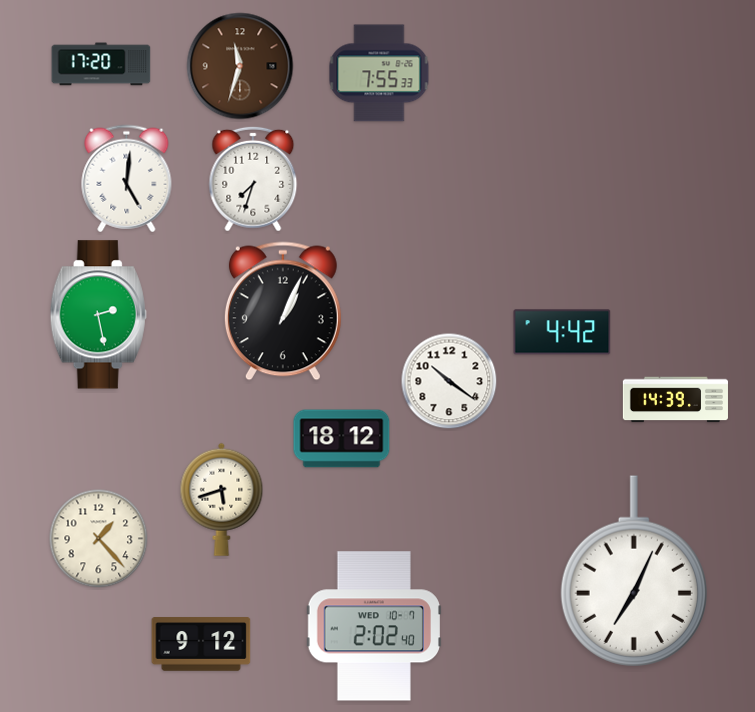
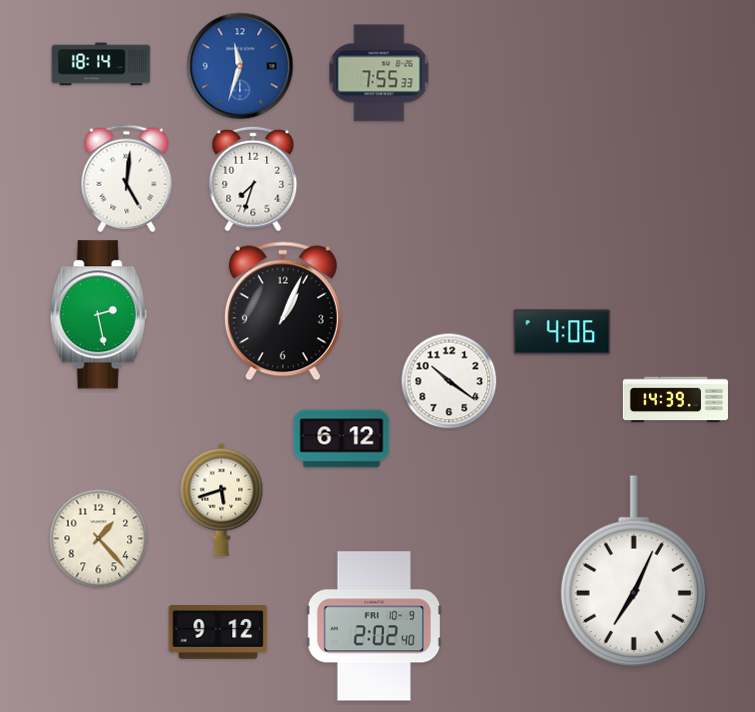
clock at (101, 64): 17:20 -> 18:14
clock at (240, 66) dial: brown -> blue
clock at (562, 332): 4:42 -> 4:06
clock at (342, 439): 18:12 -> 6:12
clock at (373, 626) date: WED 10-7 -> FRI 10-9
clock at (201, 644) position: (201, 644) -> (218, 632)
